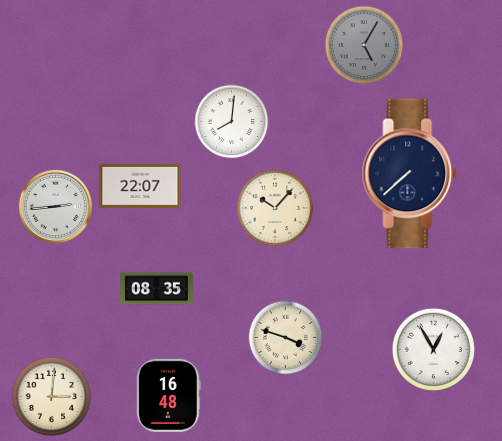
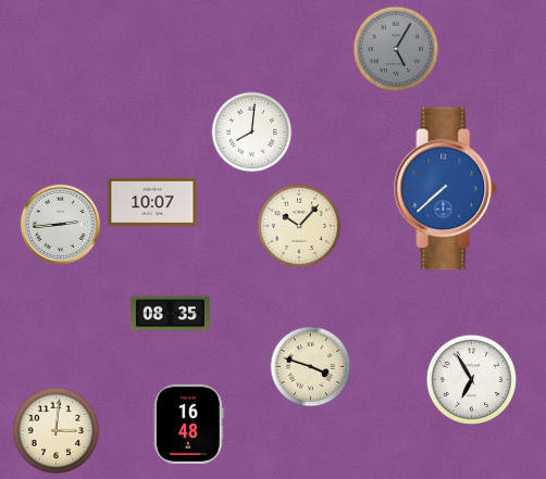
clock at (410, 174) dial: navy -> blue
clock at (140, 186): 22:07 -> 10:07
clock at (433, 349): 12:55 -> 6:55
clock at (169, 395) position: (169, 395) -> (189, 424)
